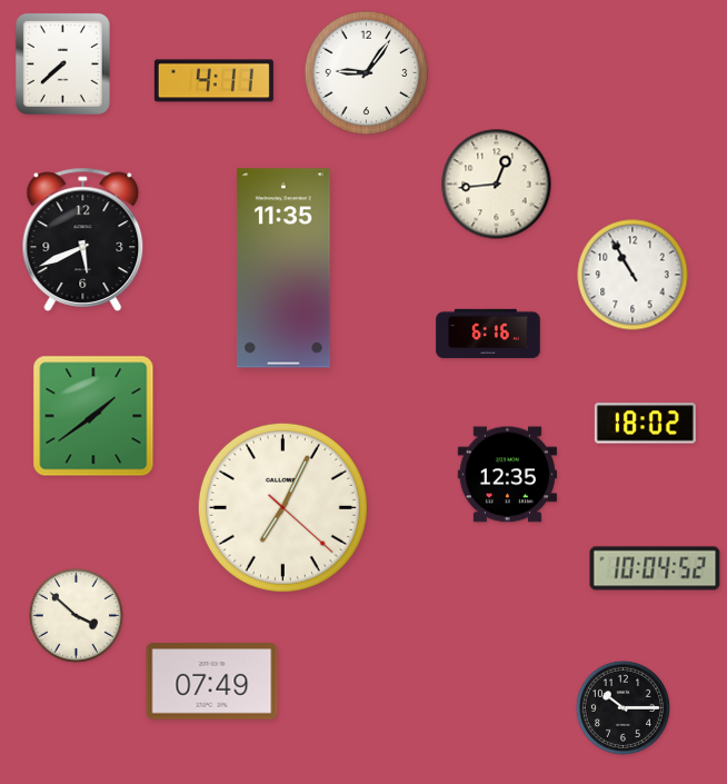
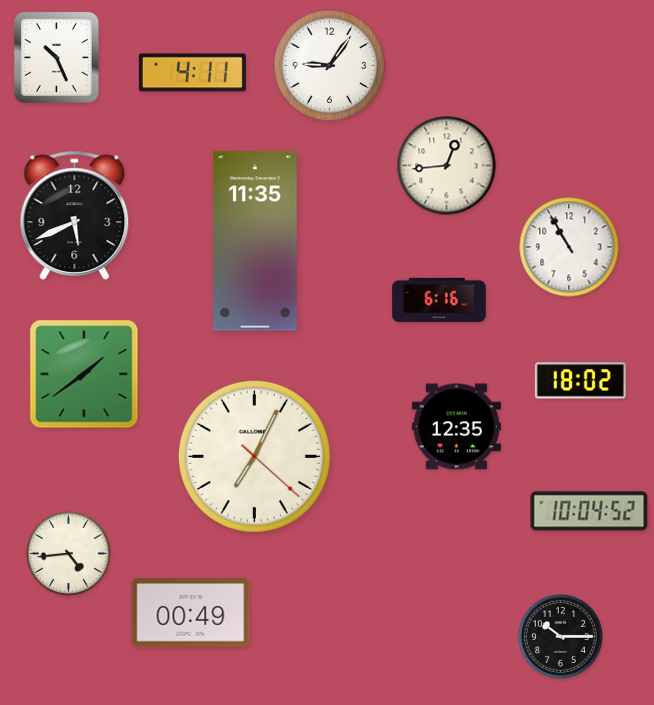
clock at (62, 63): 7:38 -> 10:26
clock at (76, 615): 3:52 -> 4:44
clock at (212, 682): 07:49 -> 00:49
